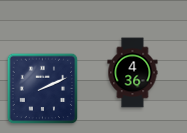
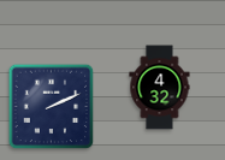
clock at (133, 73): 4:36 -> 4:32
